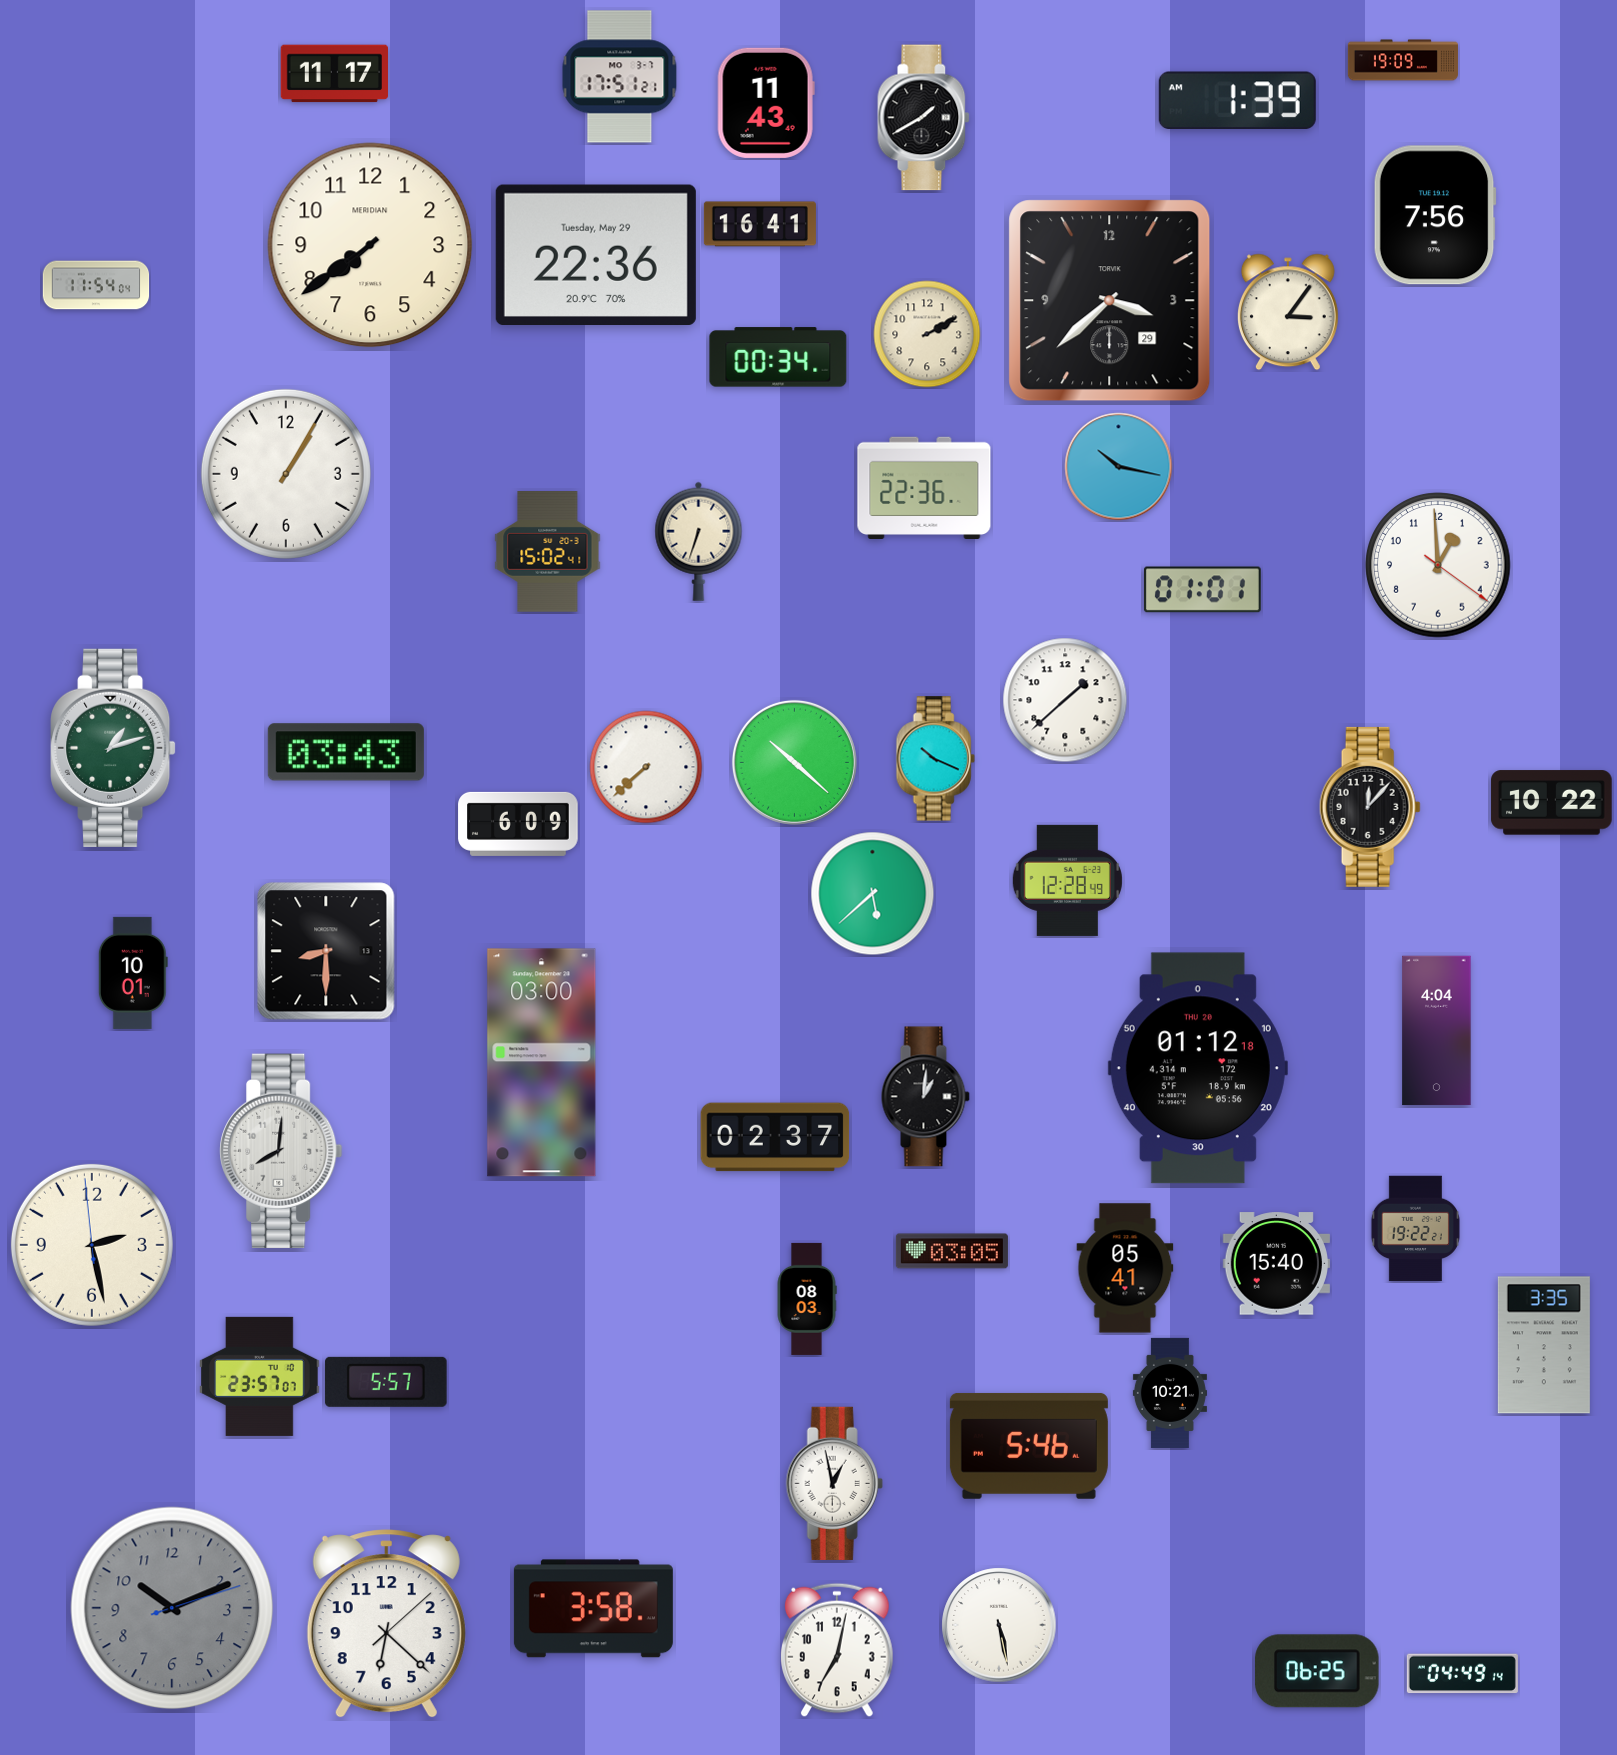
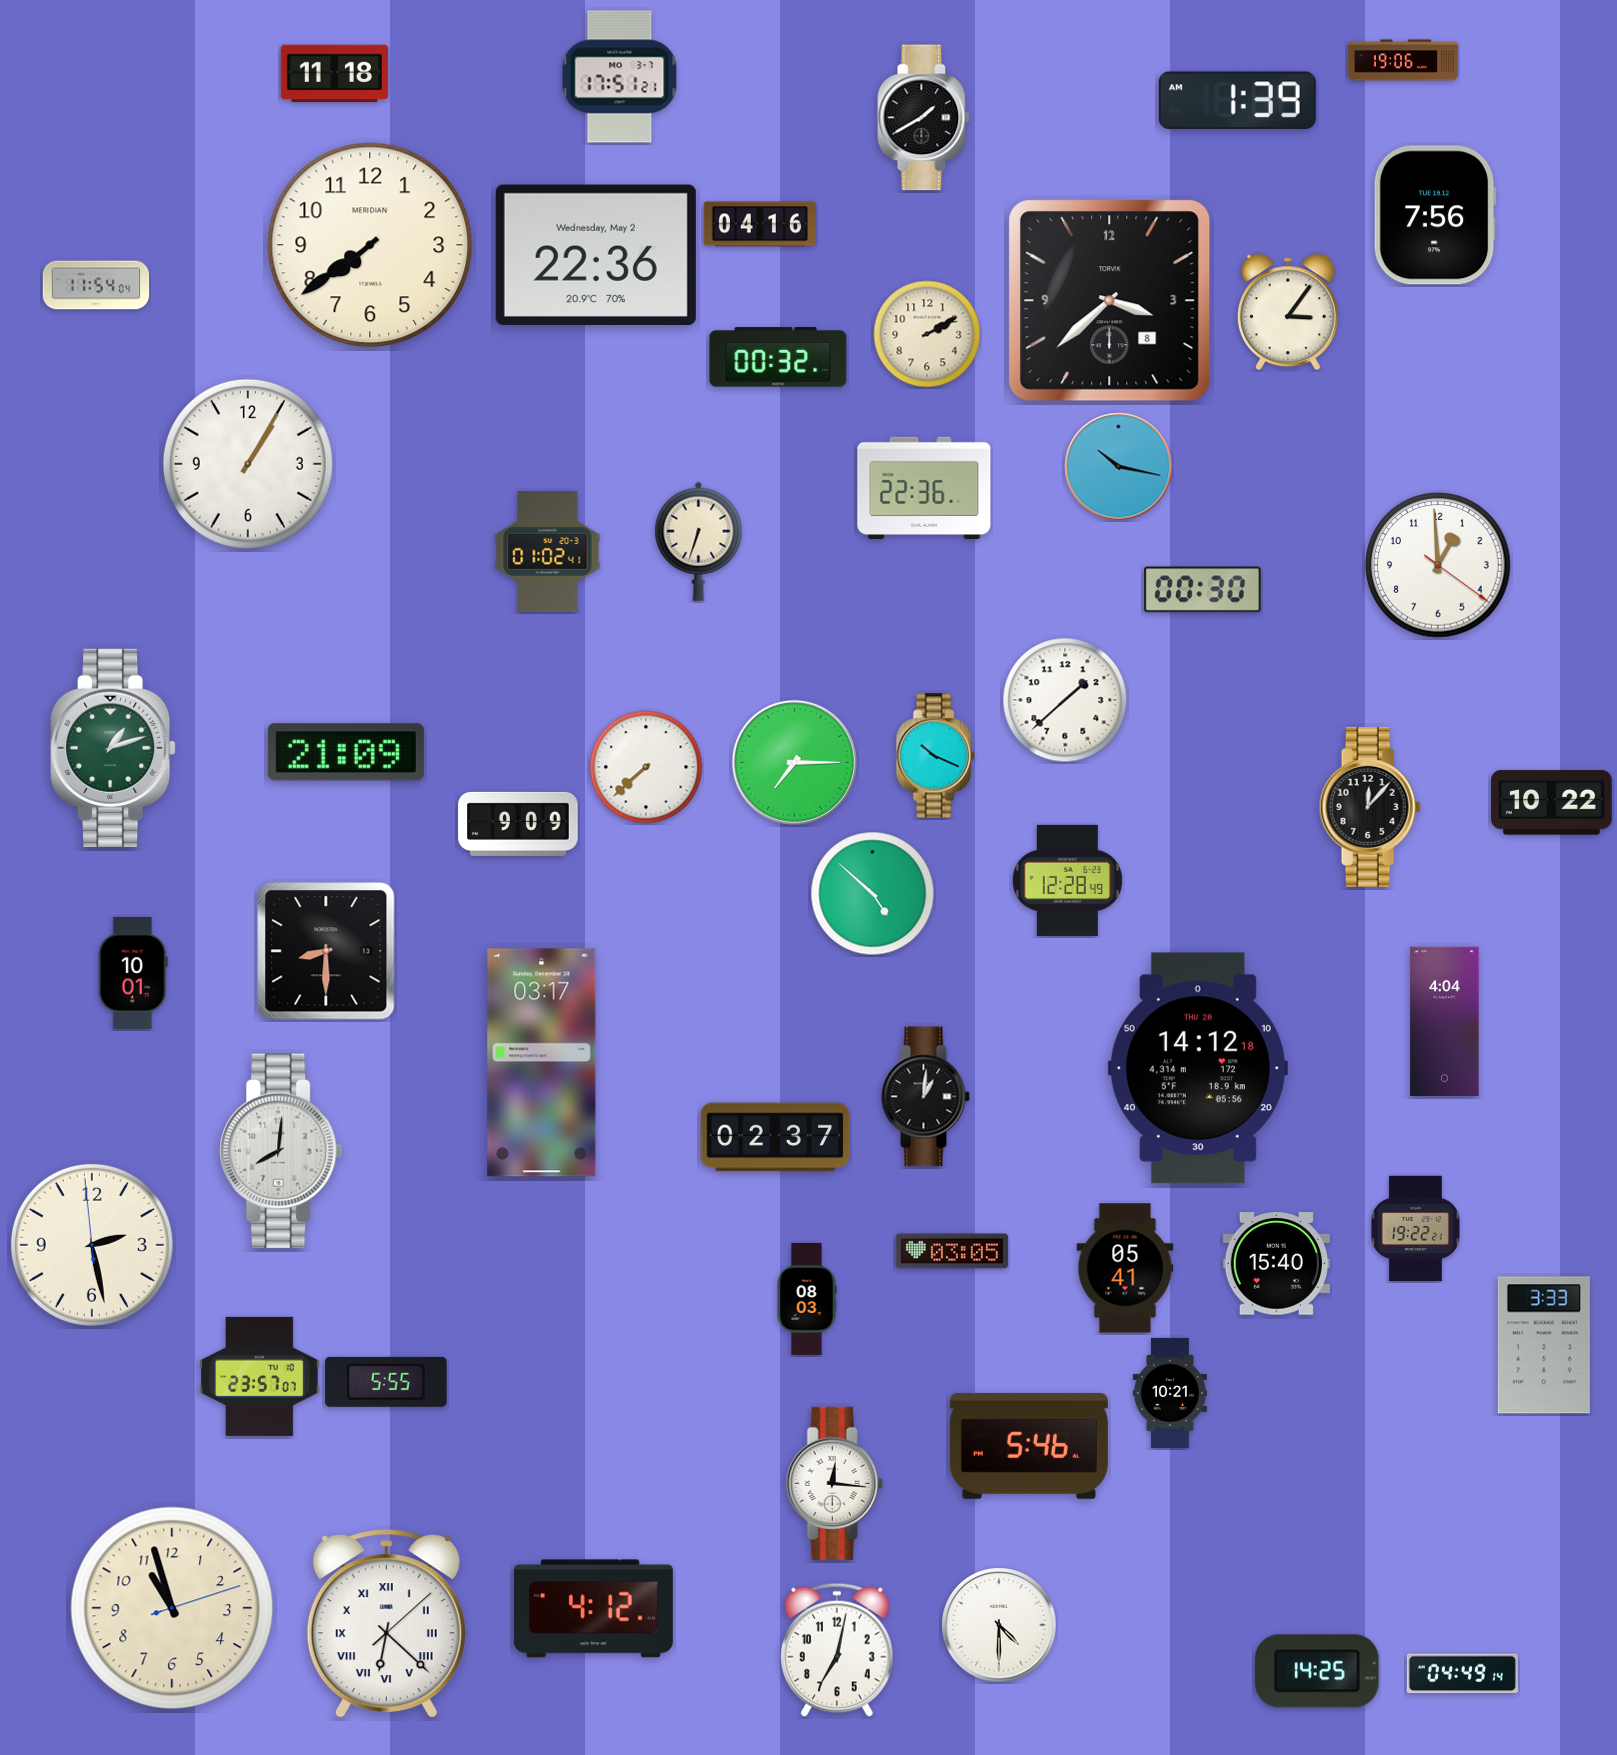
clock at (1403, 60): 19:09 -> 19:06
clock at (334, 74): 11:17 -> 11:18
clock at (766, 103): 11:43 -> none
clock at (760, 224): 16:41 -> 04:16
clock at (596, 254) date: Tuesday, May 29 -> Wednesday, May 2
clock at (1110, 301) date: 29 -> 8
clock at (778, 357): 00:34 -> 00:32
clock at (286, 474) position: (286, 474) -> (248, 464)
clock at (548, 552): 15:02 -> 01:02
clock at (1202, 590): 01:01 -> 00:30
clock at (346, 752): 03:43 -> 21:09
clock at (935, 759) position: (935, 759) -> (935, 756)
clock at (794, 762): 10:22 -> 7:15
clock at (518, 824): 6:09 -> 9:09
clock at (873, 894): 5:38 -> 4:52
clock at (1437, 1031) position: (1437, 1031) -> (1445, 1022)
clock at (542, 1063): 03:00 -> 03:17
clock at (1198, 1068): 01:12 -> 14:12
clock at (1544, 1345): 3:35 -> 3:33
clock at (386, 1382): 5:57 -> 5:55
clock at (834, 1483): 12:58 -> 12:16
clock at (172, 1608): 10:11 -> 10:57
clock at (172, 1608) dial: grey -> cream
clock at (593, 1609): 3:58 -> 4:12
clock at (386, 1624) numerals: Arabic -> Roman
clock at (999, 1625): 5:28 -> 4:30
clock at (1317, 1671): 06:25 -> 14:25
